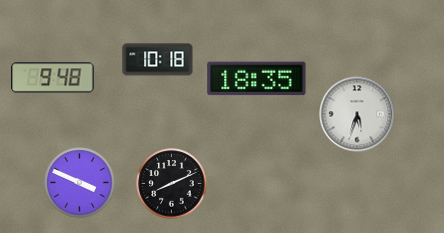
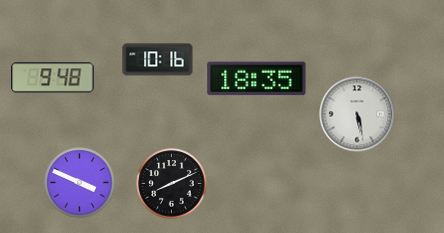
clock at (158, 60): 10:18 -> 10:16
clock at (357, 114): 5:33 -> 5:28
